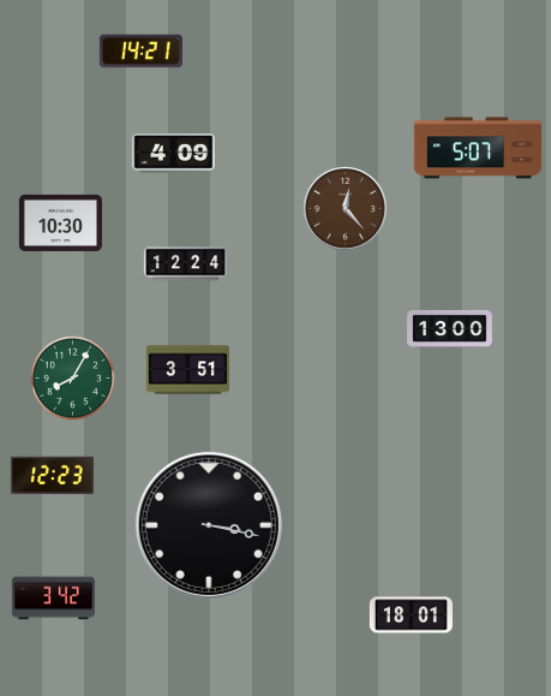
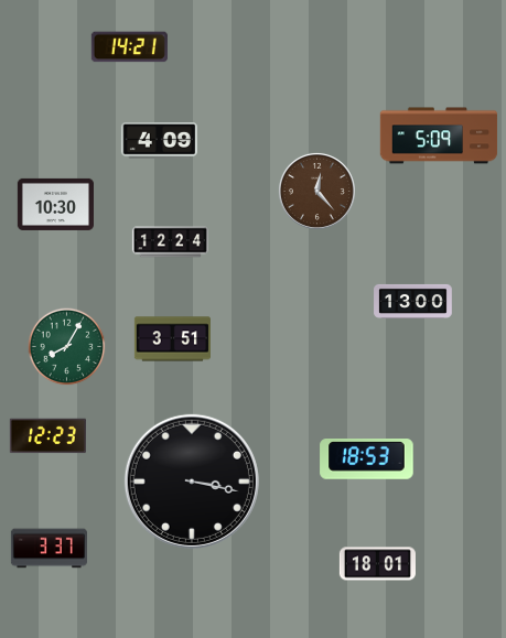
clock at (478, 148): 5:07 -> 5:09
clock at (367, 459): none -> 18:53
clock at (53, 599): 3:42 -> 3:37
